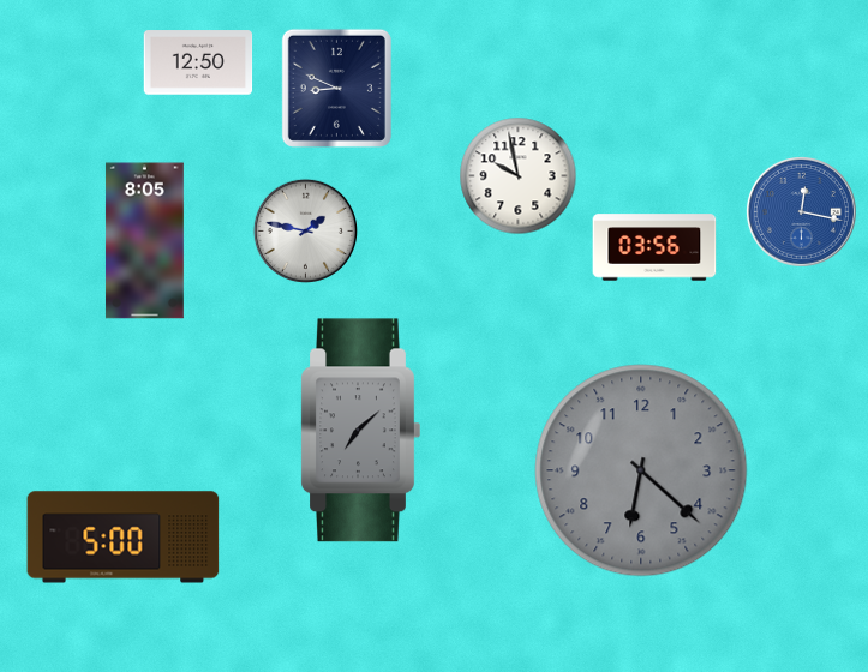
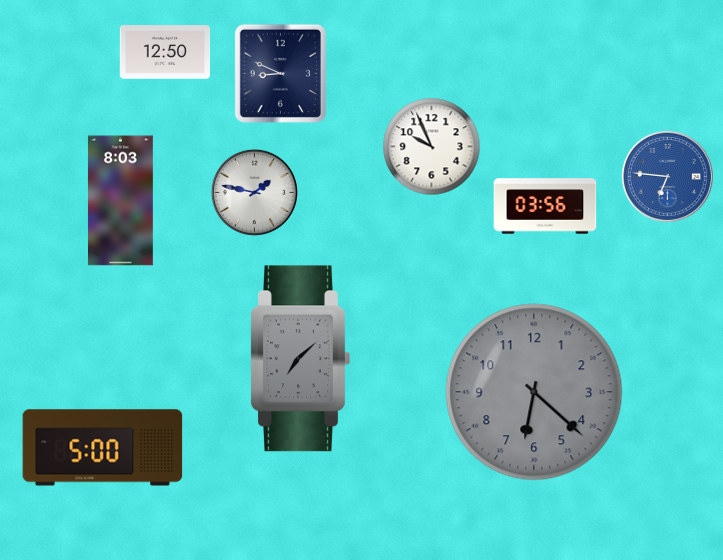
clock at (519, 176): 9:58 -> 9:56
clock at (801, 211): 12:17 -> 6:46
clock at (144, 241): 8:05 -> 8:03
